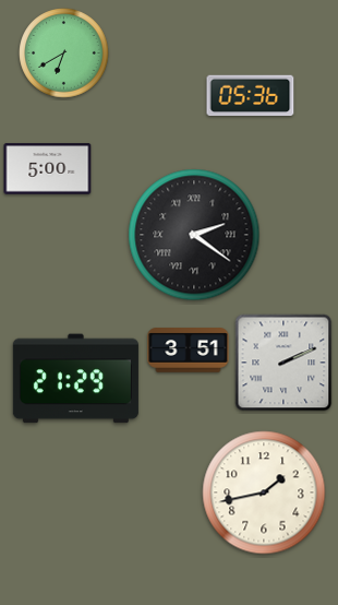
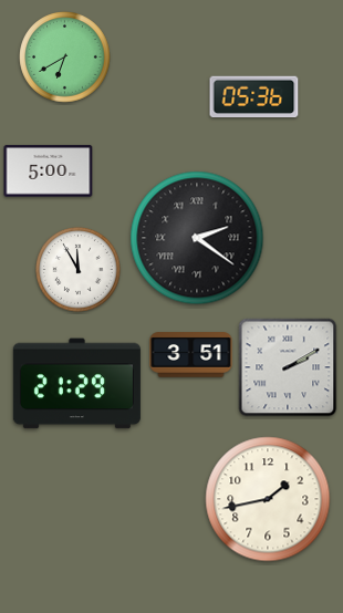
clock at (64, 54) position: (64, 54) -> (65, 58)
clock at (79, 270): none -> 11:55
clock at (283, 363): 2:11 -> 2:10
